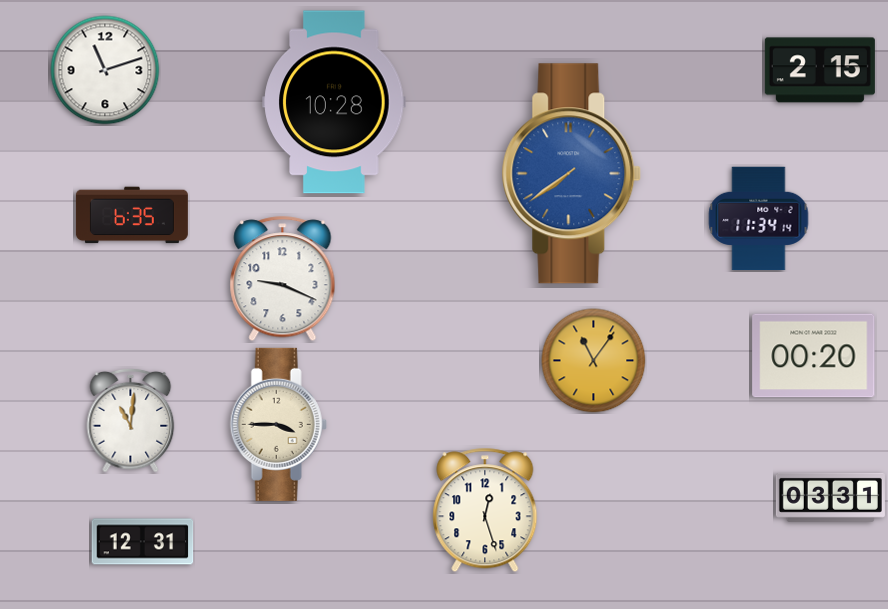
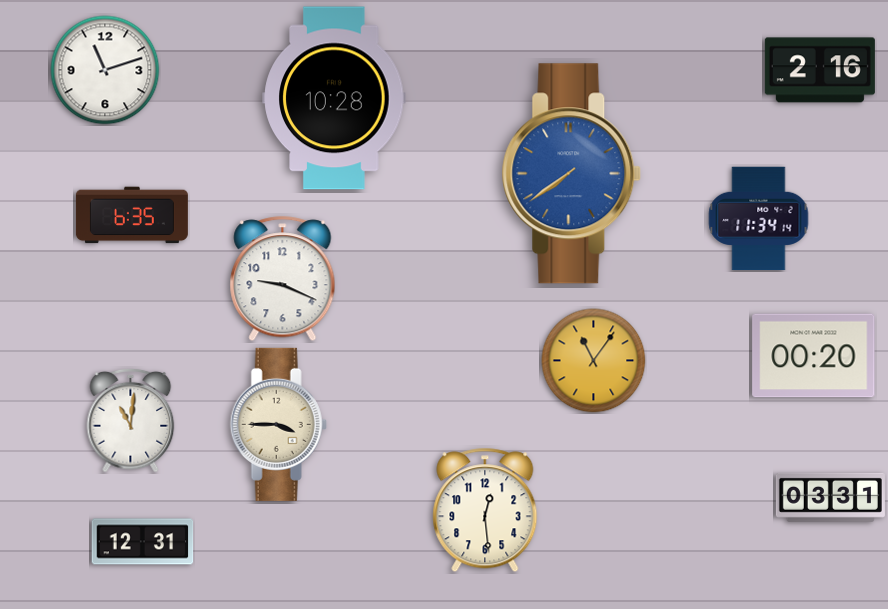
clock at (820, 70): 2:15 -> 2:16
clock at (334, 102) position: (334, 102) -> (334, 98)
clock at (485, 510): 12:27 -> 12:29
